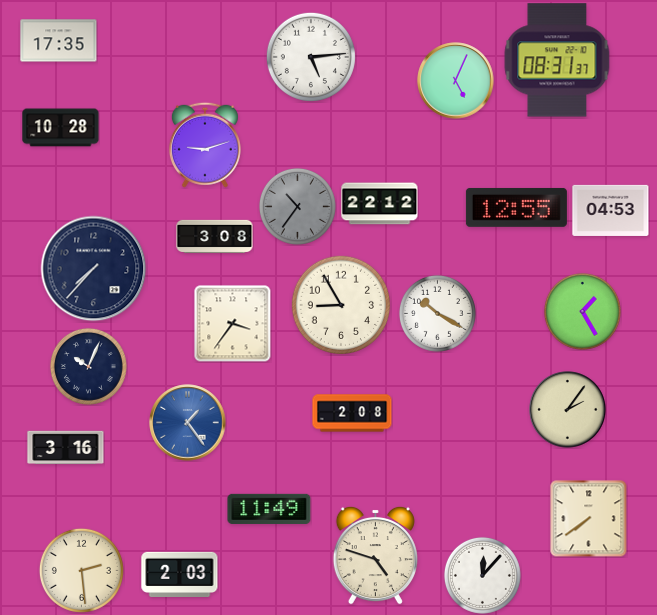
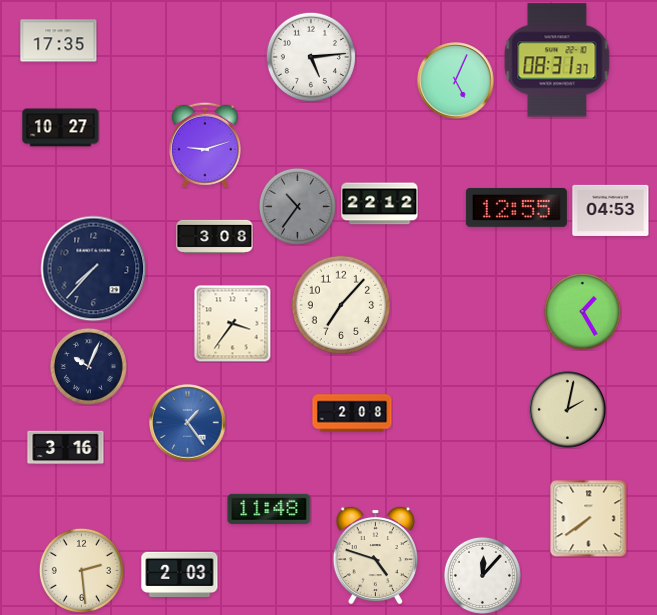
clock at (61, 128): 10:28 -> 10:27
clock at (340, 304): 8:55 -> 7:07
clock at (437, 313): 10:20 -> none
clock at (568, 410): 2:06 -> 2:02
clock at (269, 509): 11:49 -> 11:48
